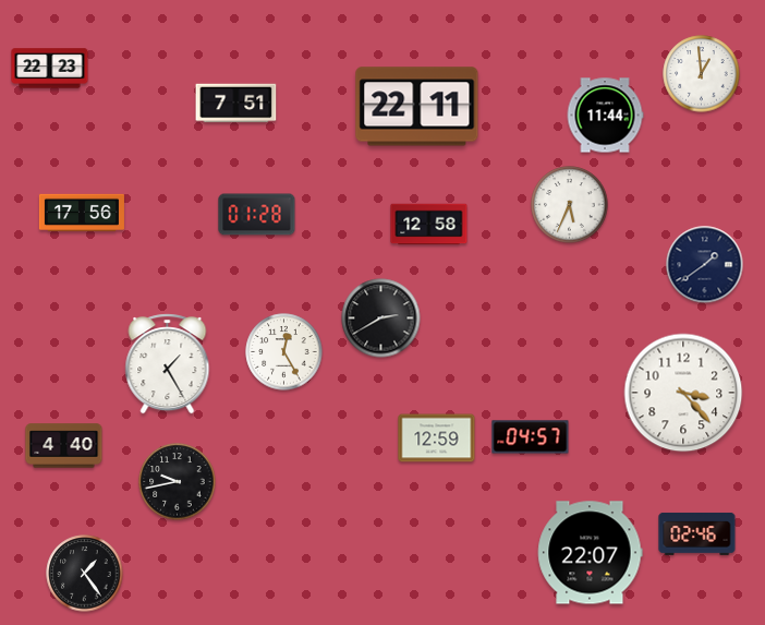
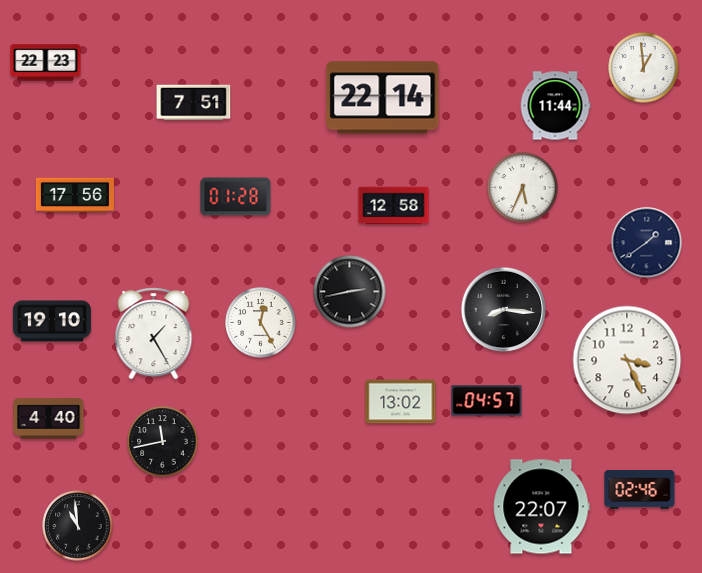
clock at (236, 104) position: (236, 104) -> (194, 103)
clock at (417, 107): 22:11 -> 22:14
clock at (381, 318): 2:40 -> 2:43
clock at (504, 310): none -> 8:16
clock at (52, 321): none -> 19:10
clock at (683, 393): 3:23 -> 3:26
clock at (437, 438): 12:59 -> 13:02
clock at (64, 446) position: (64, 446) -> (49, 419)
clock at (178, 482): 9:43 -> 11:43
clock at (85, 574): 1:24 -> 10:59
